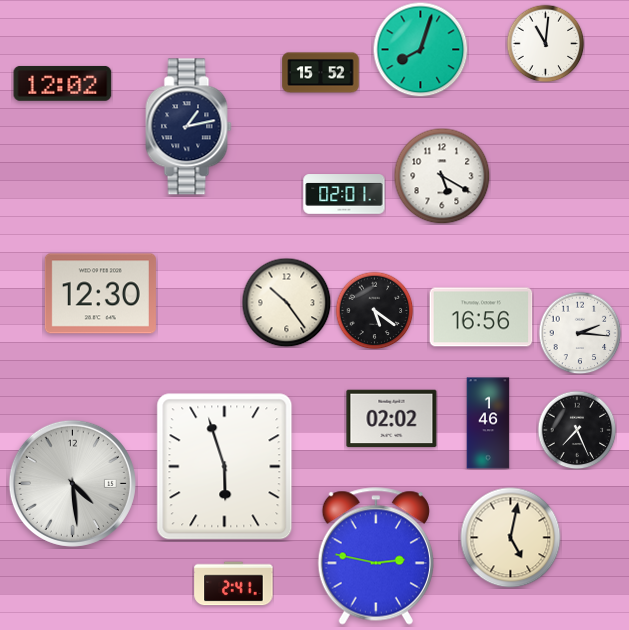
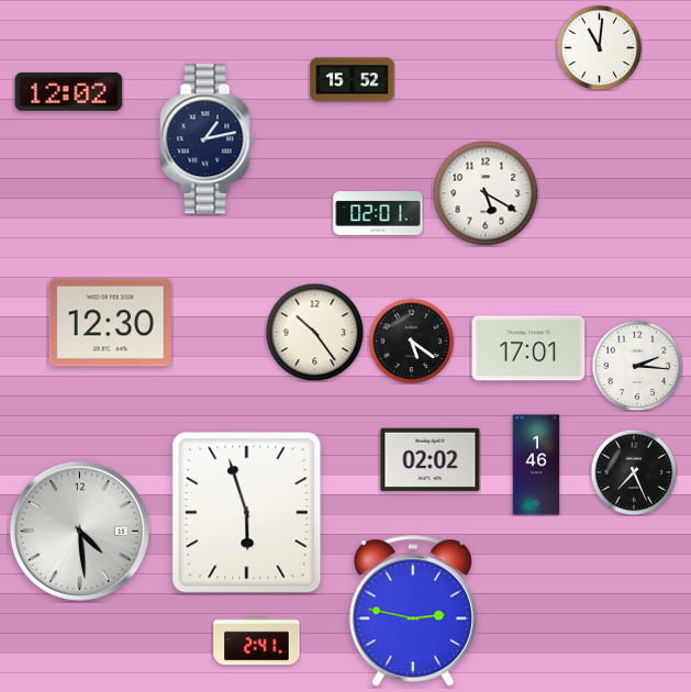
clock at (420, 49): 8:03 -> none
clock at (481, 317): 16:56 -> 17:01
clock at (511, 538): 5:02 -> none
